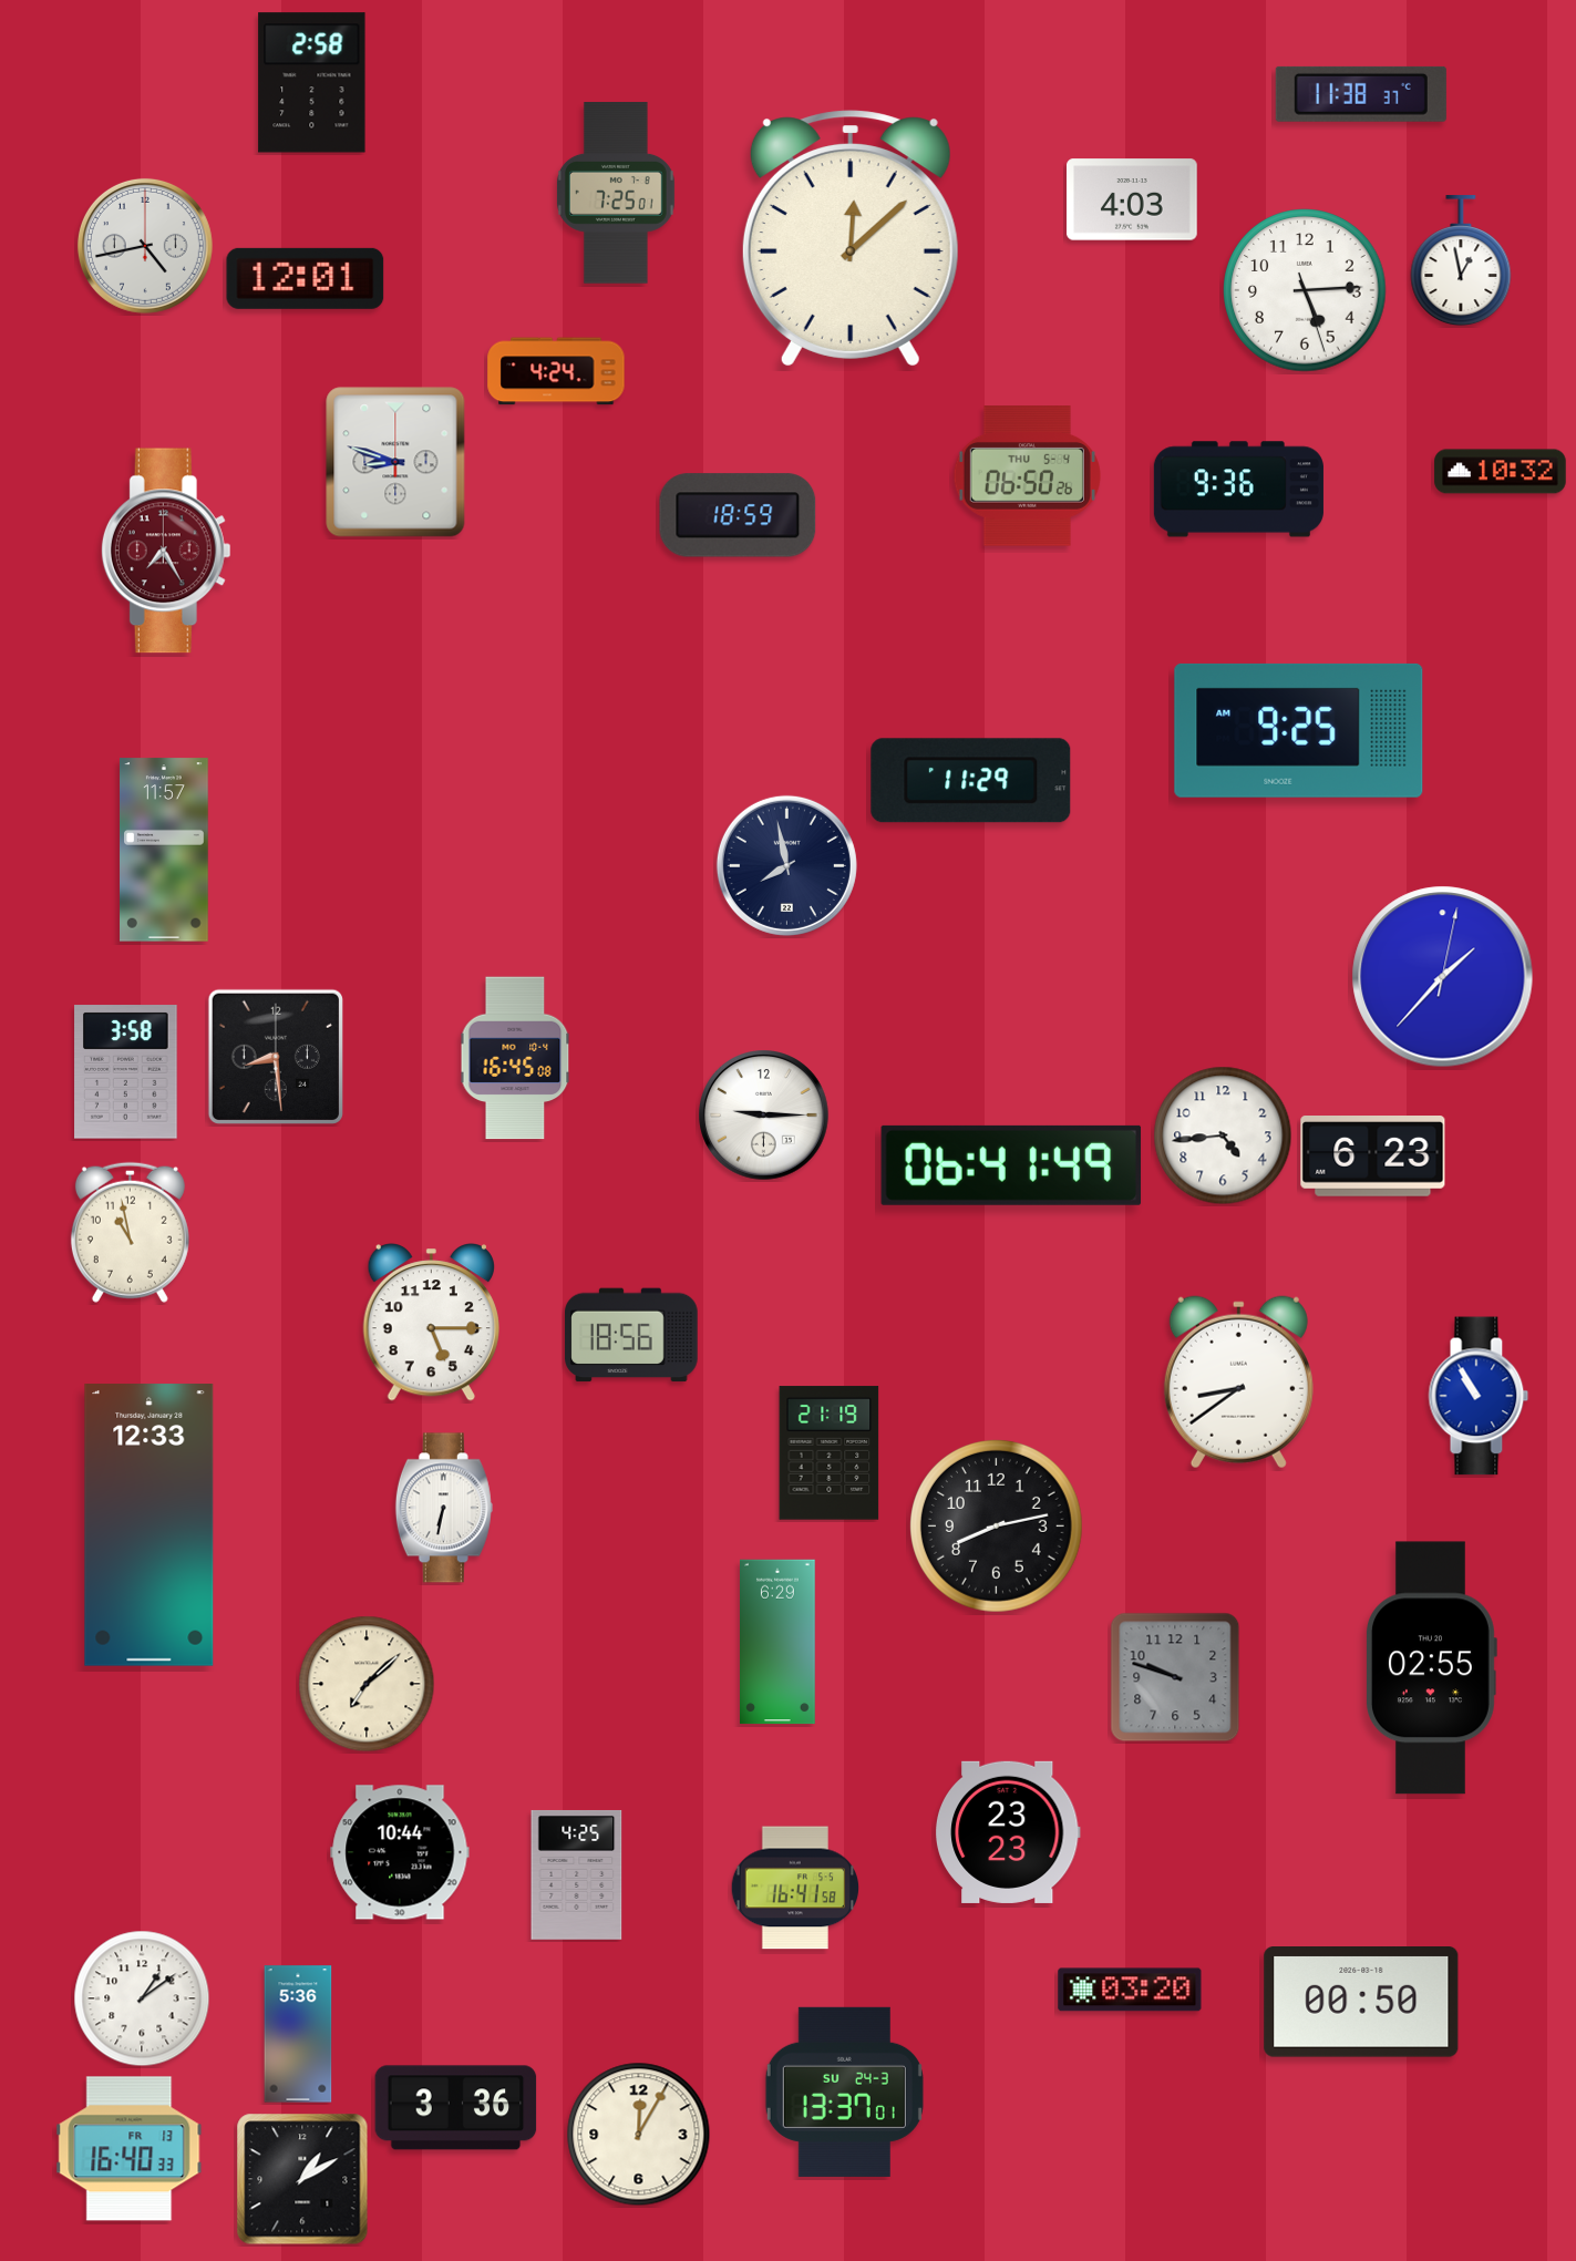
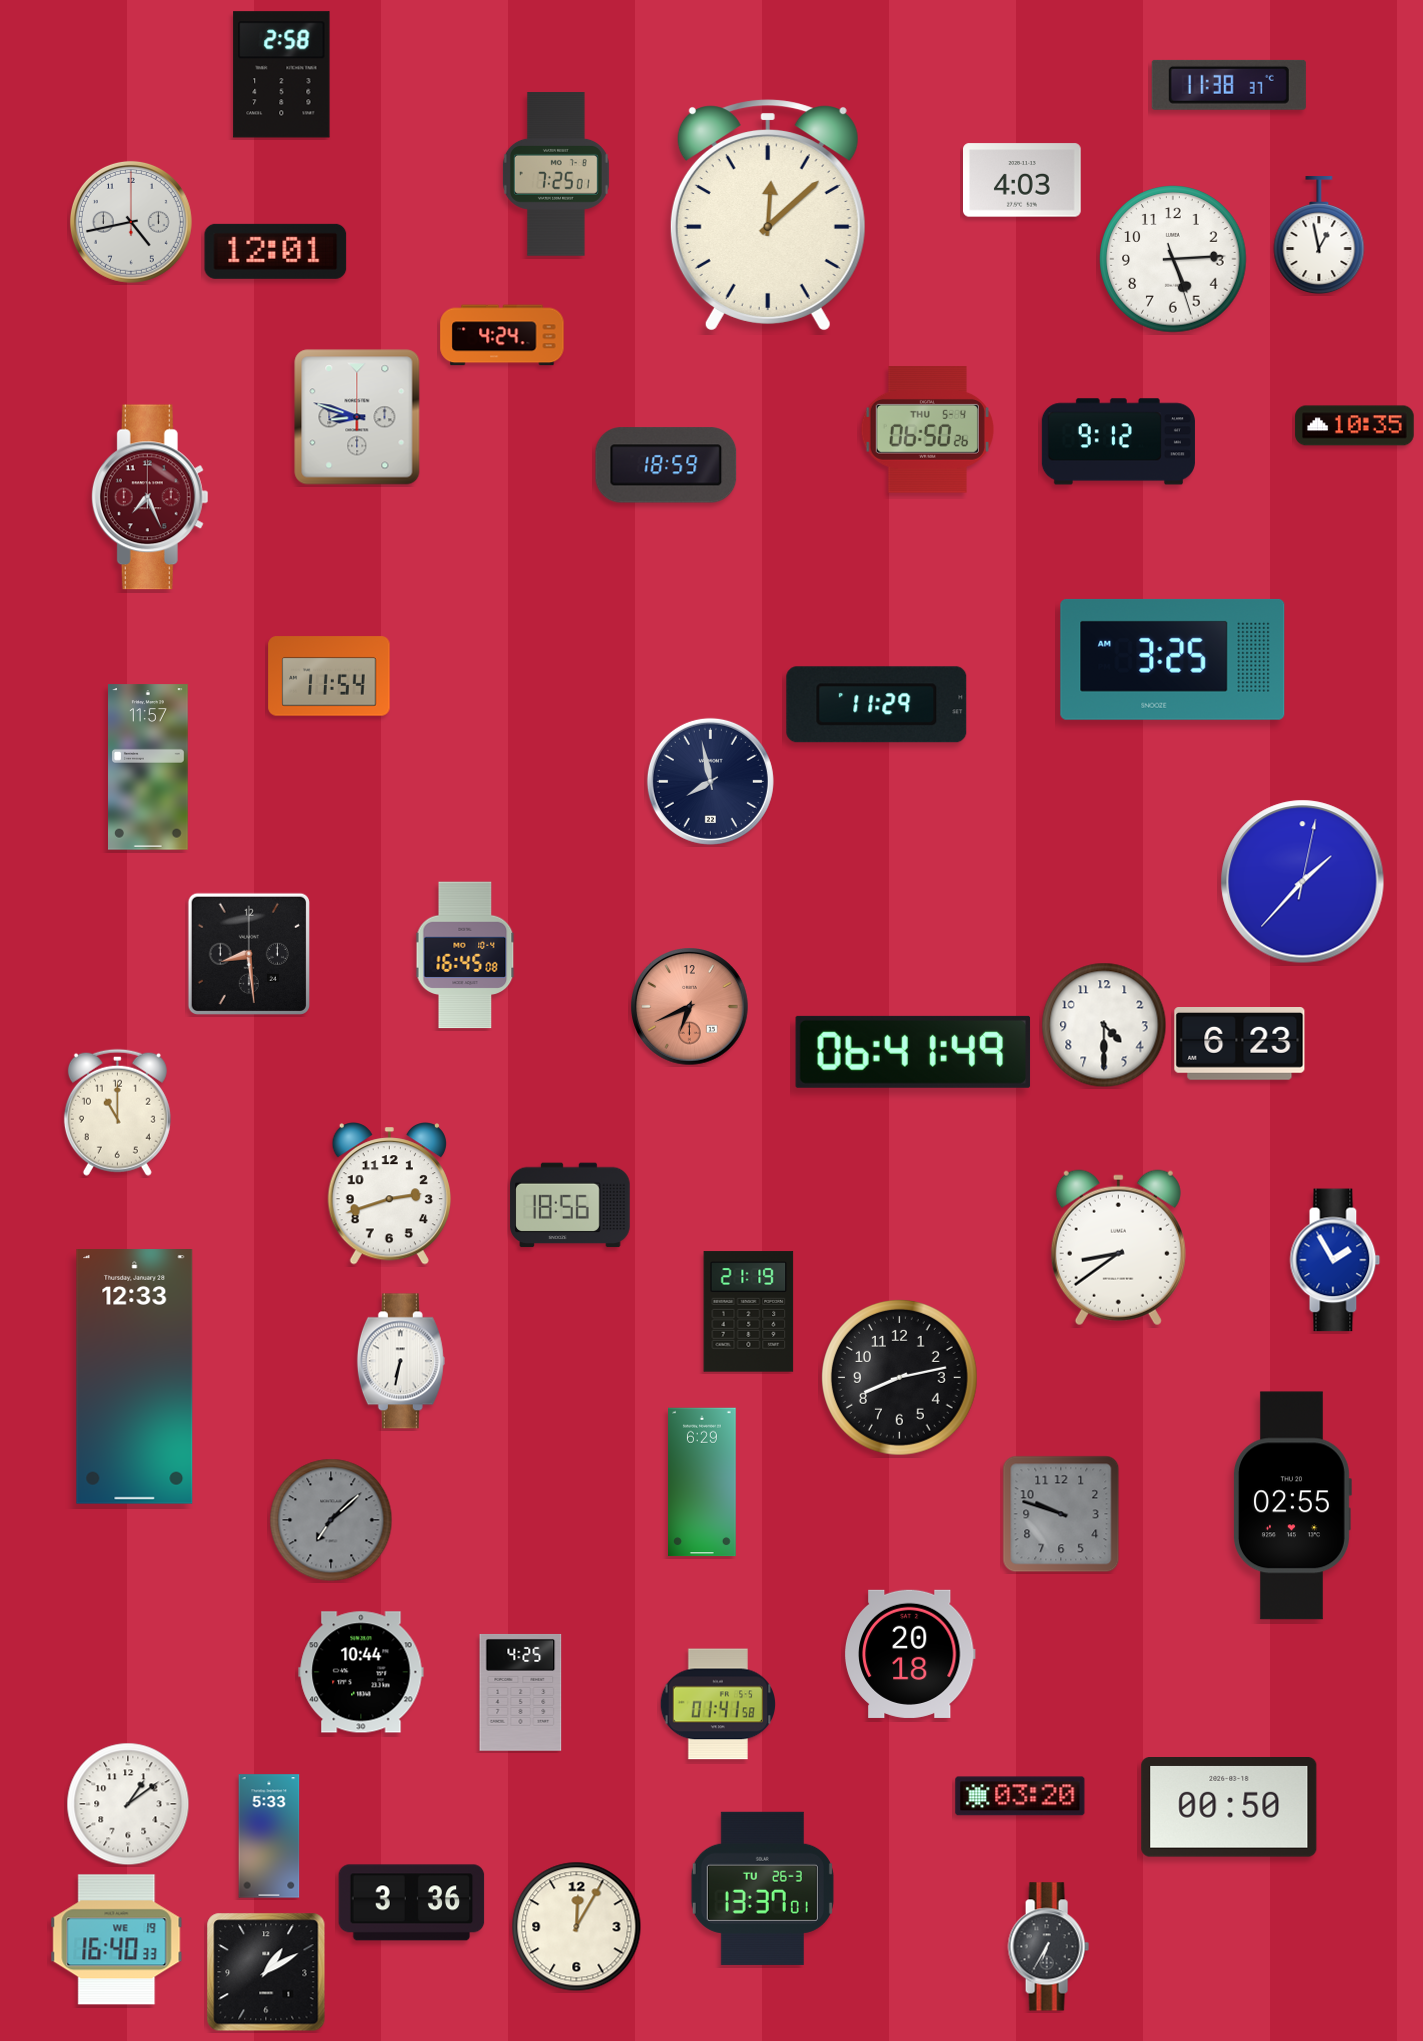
clock at (1305, 290) position: (1305, 290) -> (1173, 259)
clock at (1501, 472): 10:32 -> 10:35
clock at (1238, 490): 9:36 -> 9:12
clock at (166, 551): 7:25 -> 7:26
clock at (1299, 730): 9:25 -> 3:25
clock at (329, 676): none -> 11:54
clock at (126, 1072): 3:58 -> none
clock at (764, 1116): 9:15 -> 6:41
clock at (764, 1116) dial: white -> salmon
clock at (1223, 1135): 4:44 -> 4:30
clock at (130, 1232): 10:58 -> 11:00
clock at (431, 1323): 5:15 -> 2:42
clock at (1479, 1396): 10:55 -> 1:55
clock at (367, 1684) dial: cream -> grey
clock at (1008, 1832): 23:23 -> 20:18
clock at (794, 1888): 16:41 -> 01:41
clock at (298, 2034): 5:36 -> 5:33
clock at (844, 2092) date: SU 24-3 -> TU 26-3
clock at (130, 2149) date: FR 13 -> WE 19
clock at (1048, 1947): none -> 6:35
clock at (302, 2179) position: (302, 2179) -> (266, 1972)
